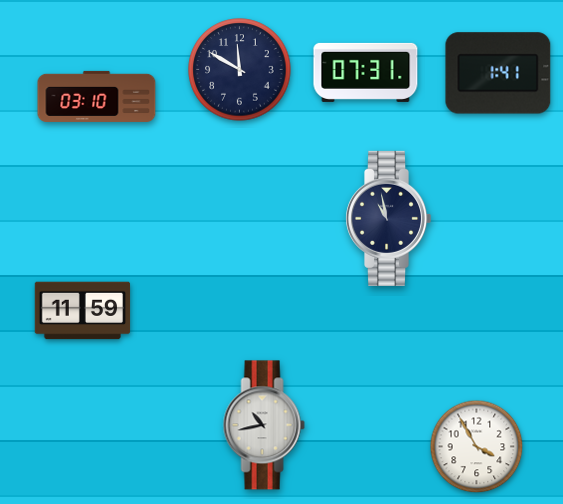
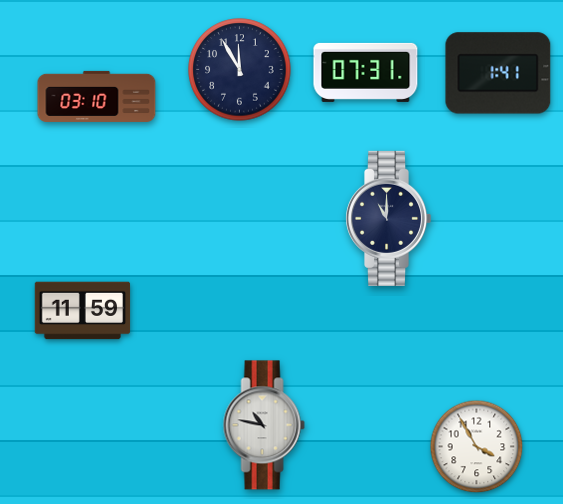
clock at (240, 70): 11:50 -> 11:55
clock at (389, 218): 10:58 -> 11:00
clock at (264, 425): 10:43 -> 10:47
